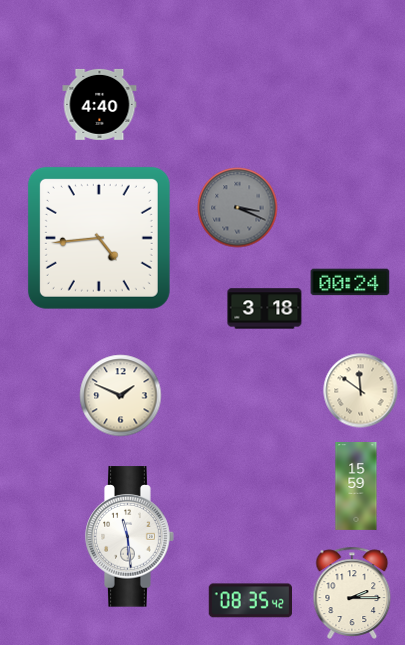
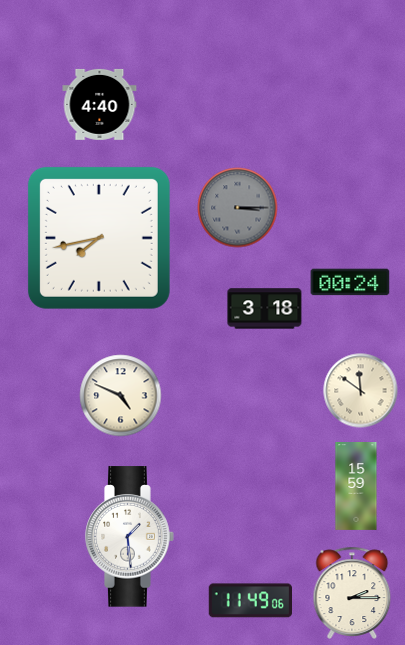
clock at (238, 208): 3:19 -> 3:15
clock at (99, 238): 4:44 -> 7:43
clock at (121, 396): 1:49 -> 4:49
clock at (130, 537): 11:29 -> 1:29
clock at (250, 601): 08:35 -> 11:49
